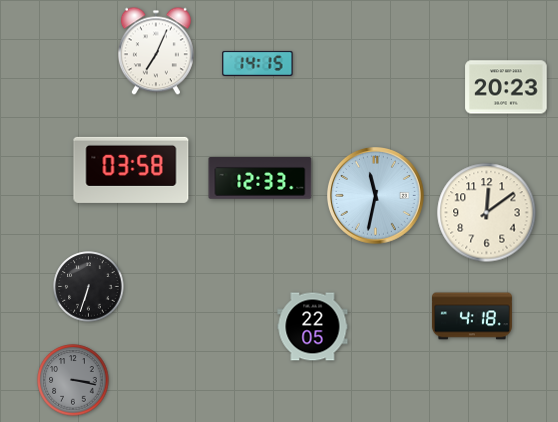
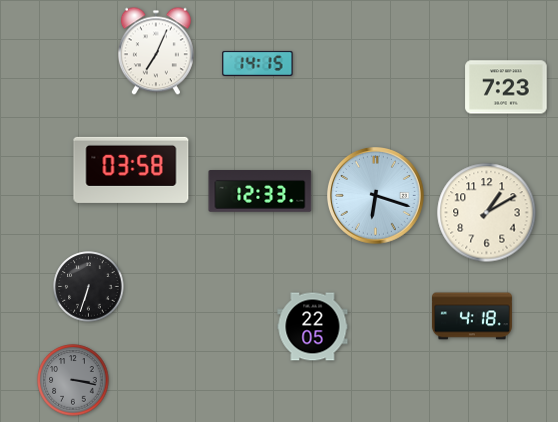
clock at (506, 87): 20:23 -> 7:23
clock at (260, 179) position: (260, 179) -> (260, 192)
clock at (376, 196): 11:32 -> 6:18
clock at (487, 213): 12:09 -> 1:10
